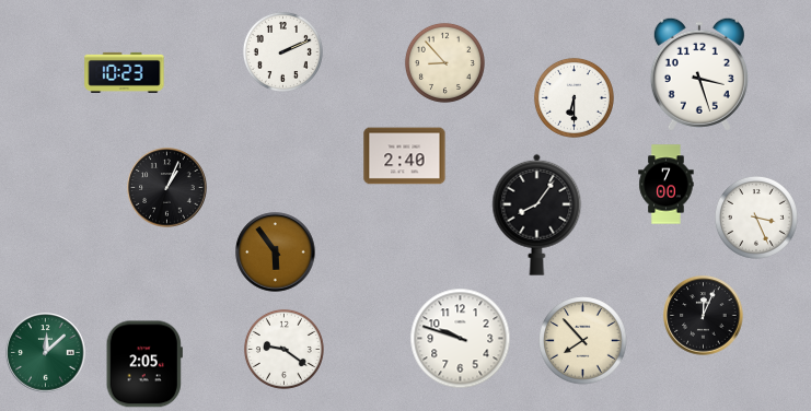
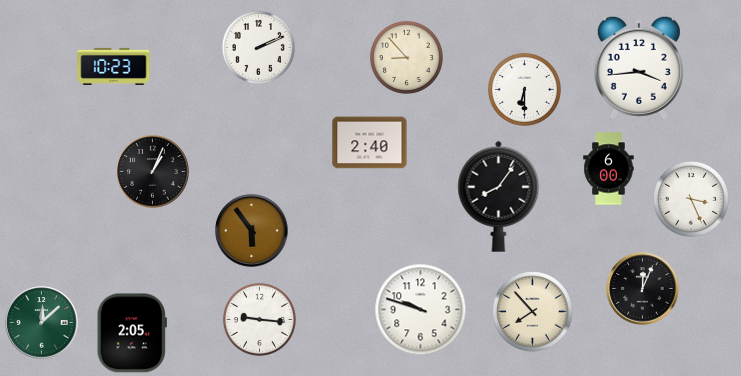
clock at (699, 74): 3:27 -> 3:44
clock at (667, 185): 7:00 -> 6:00
clock at (537, 214) position: (537, 214) -> (499, 196)
clock at (283, 349): 9:21 -> 9:16
